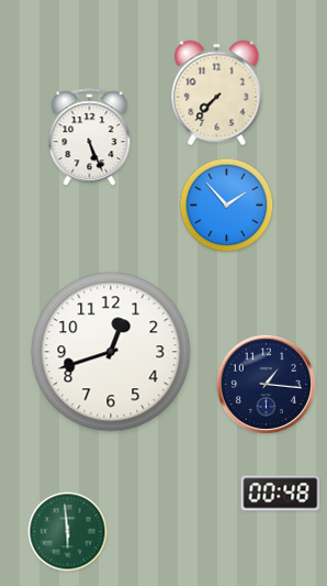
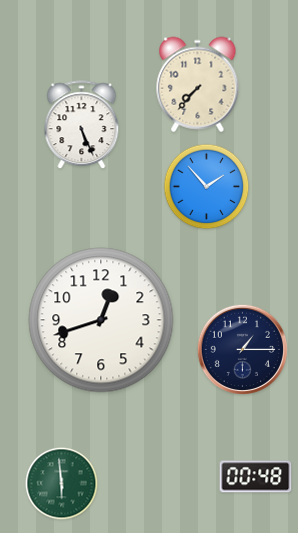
clock at (266, 384): 1:16 -> 1:15
clock at (281, 494) position: (281, 494) -> (256, 477)
